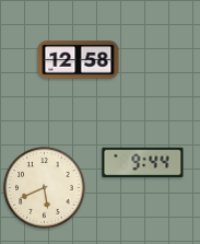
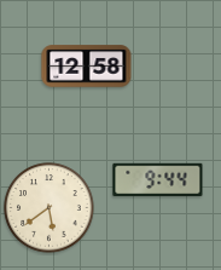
clock at (45, 188): 5:41 -> 5:39
